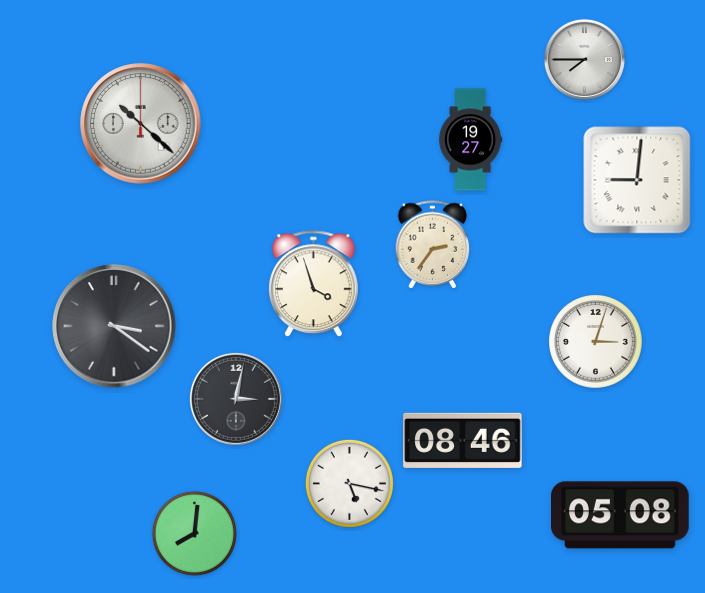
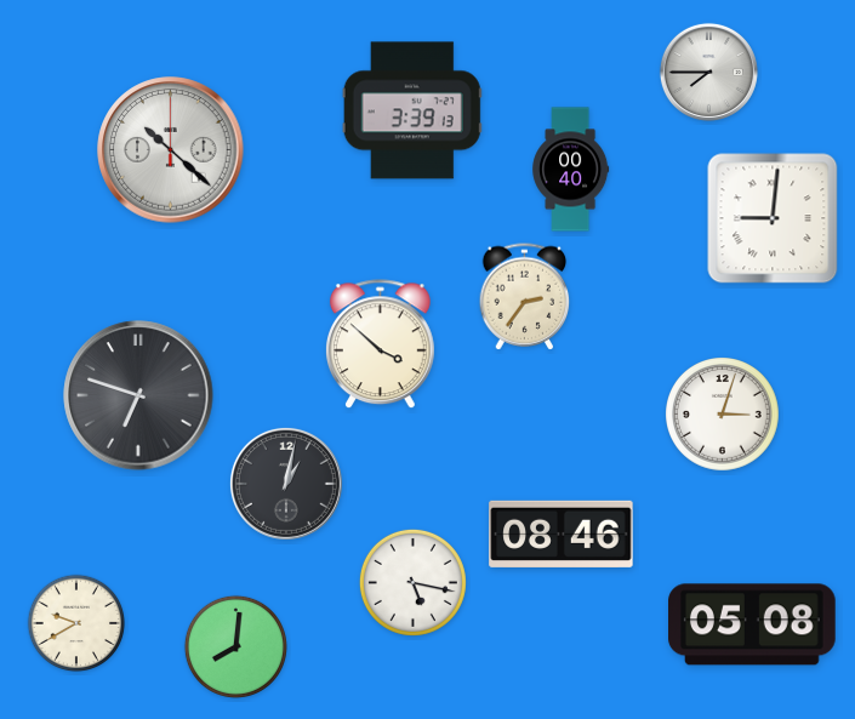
clock at (412, 110): none -> 3:39
clock at (471, 140): 19:27 -> 00:40
clock at (313, 284): 3:57 -> 3:52
clock at (114, 326): 3:21 -> 6:48
clock at (236, 399): 3:02 -> 1:02
clock at (349, 483) position: (349, 483) -> (412, 582)
clock at (76, 623): none -> 9:40
